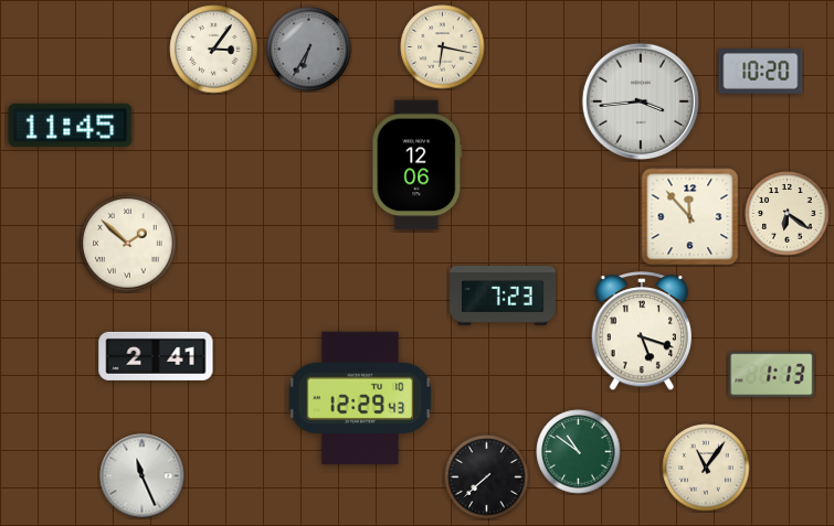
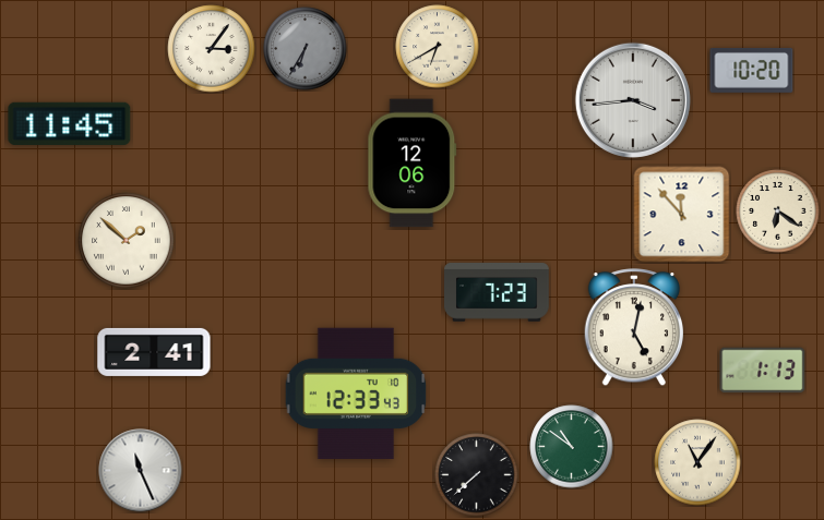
clock at (443, 47): 6:17 -> 6:40
clock at (641, 332): 5:18 -> 5:02
clock at (360, 398): 12:29 -> 12:33
clock at (487, 477) position: (487, 477) -> (477, 475)
